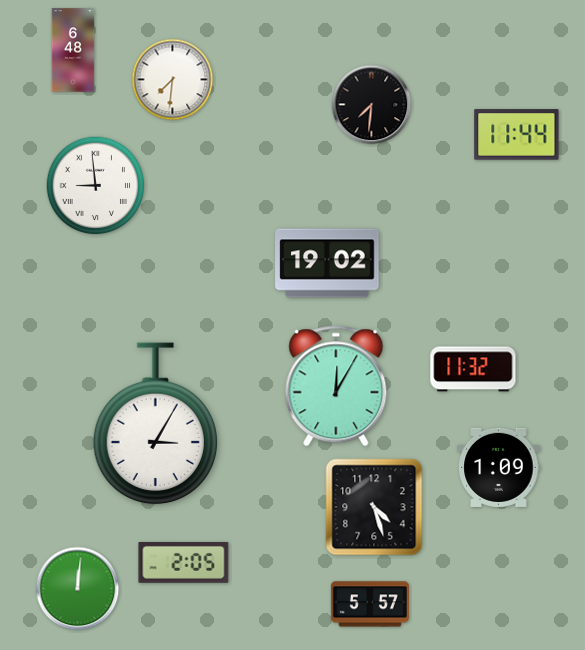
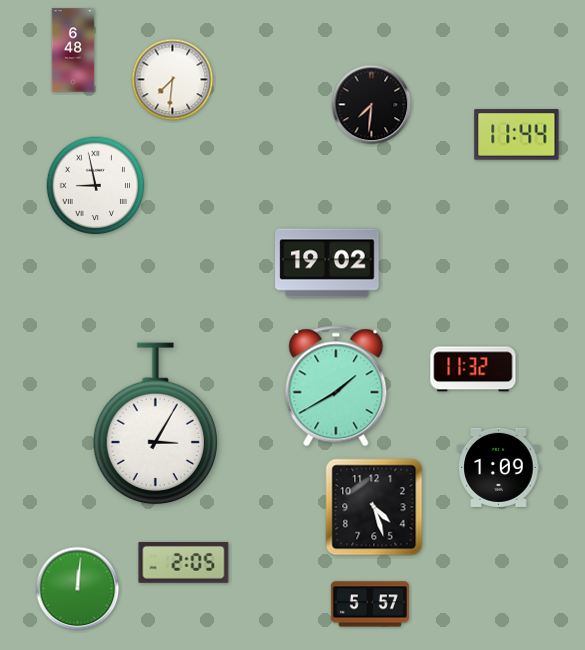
clock at (96, 186): 8:59 -> 8:58
clock at (336, 386): 12:05 -> 1:40
